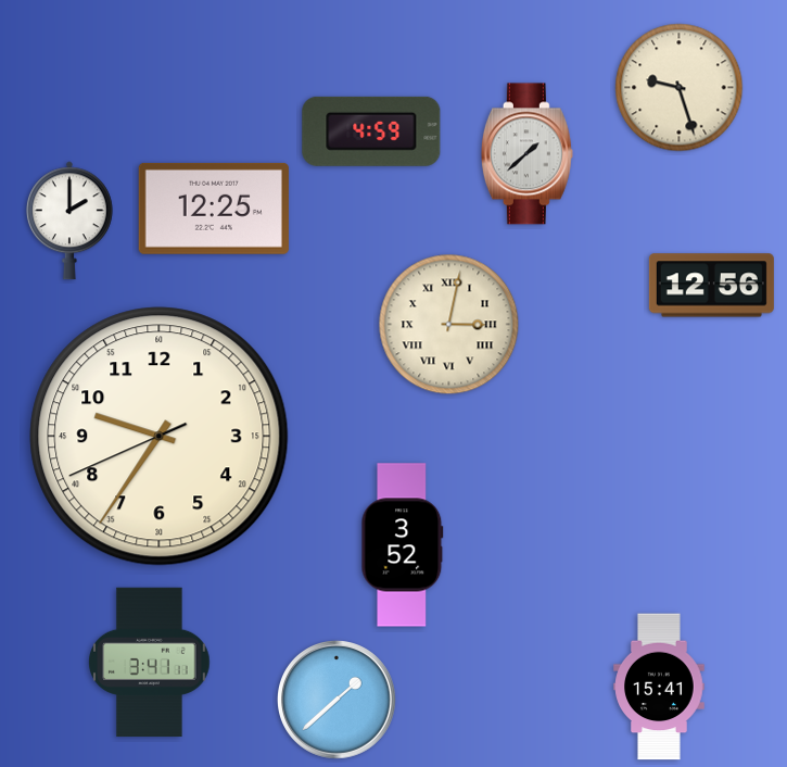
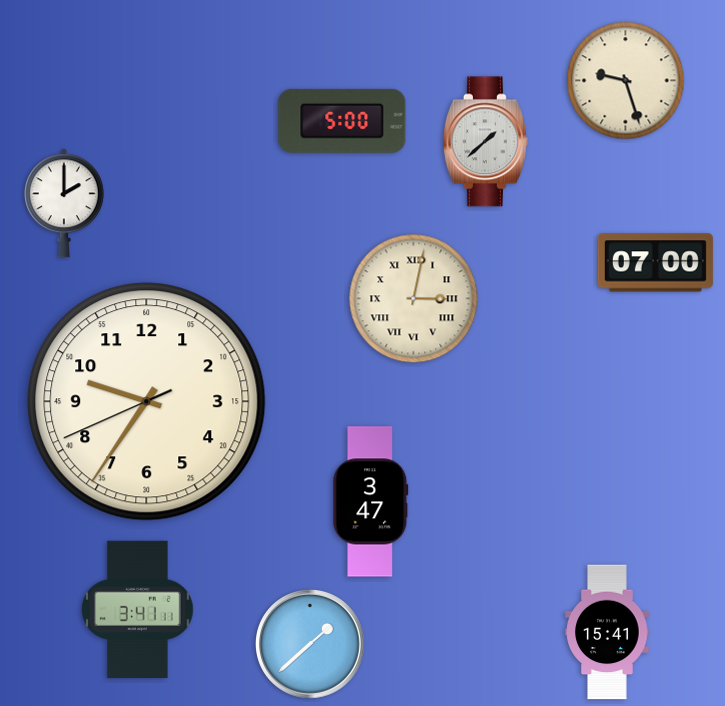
clock at (371, 131): 4:59 -> 5:00
clock at (214, 209): 12:25 -> none
clock at (711, 286): 12:56 -> 07:00
clock at (403, 545): 3:52 -> 3:47
